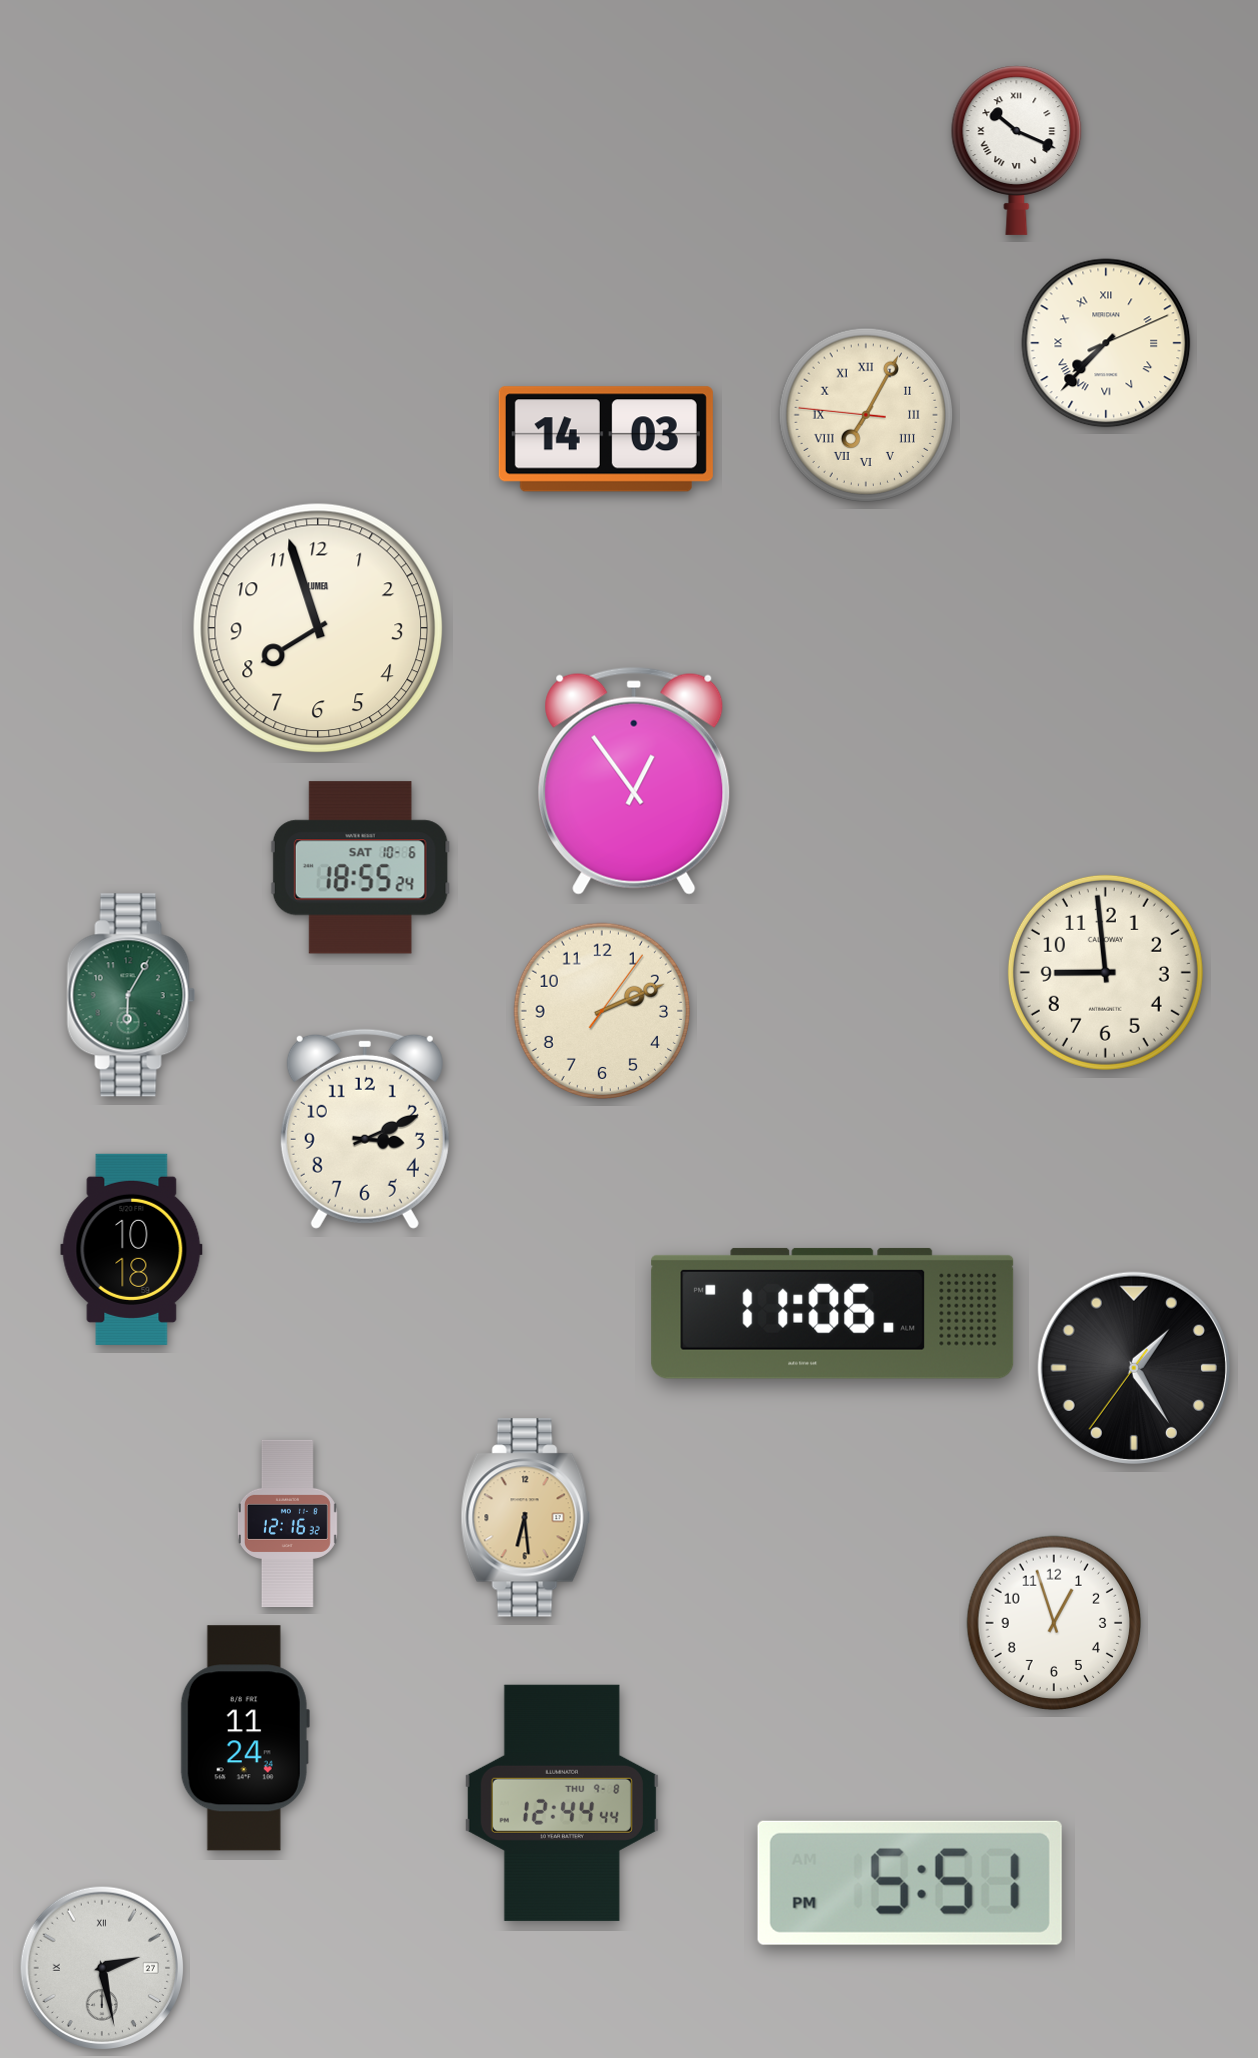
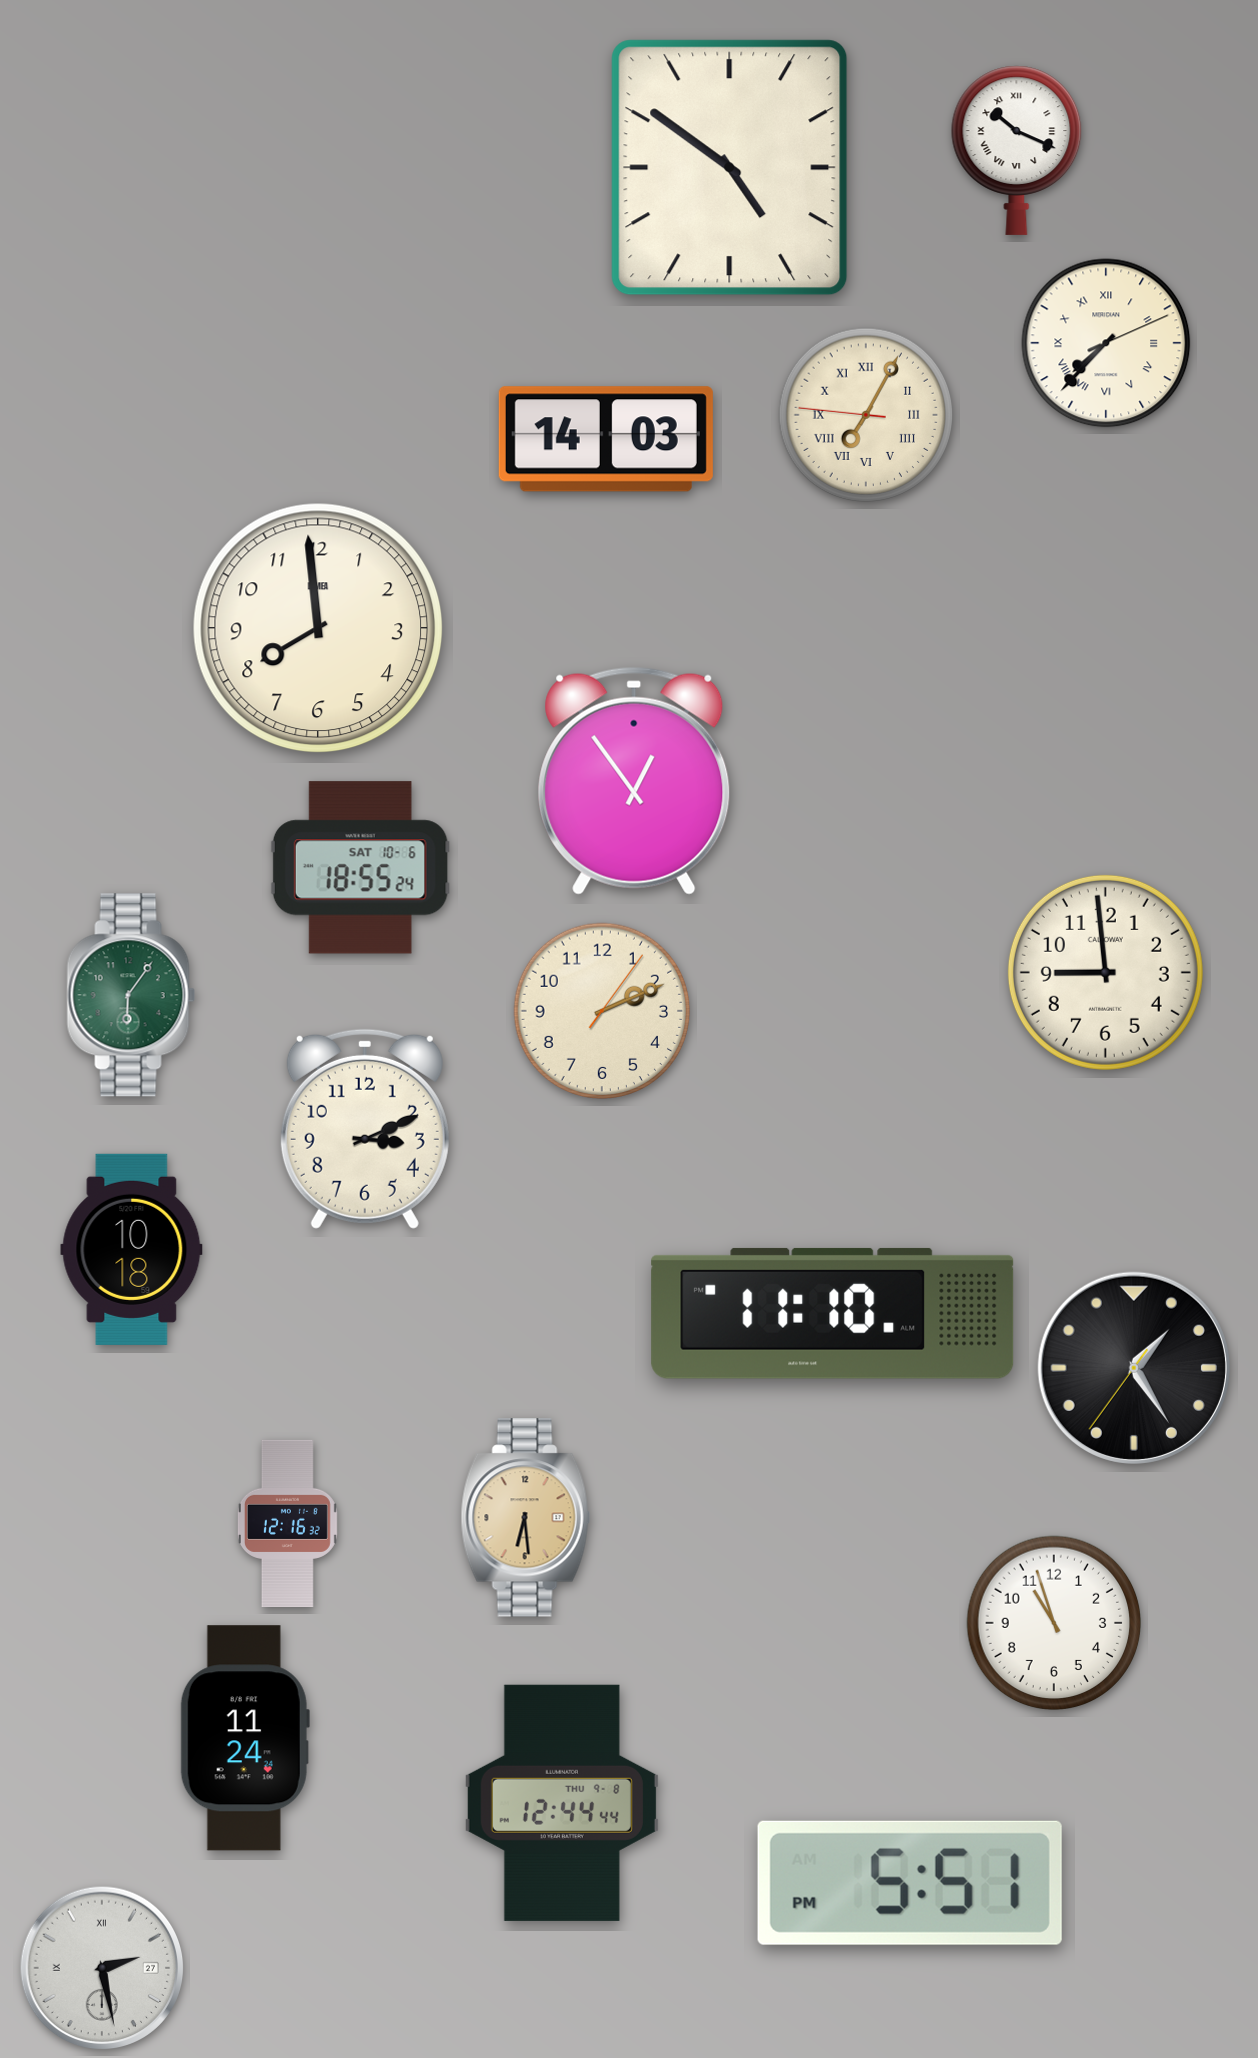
clock at (730, 168): none -> 4:51
clock at (317, 627): 7:57 -> 7:59
clock at (131, 995): 6:05 -> 6:06
clock at (833, 1313): 11:06 -> 11:10
clock at (1054, 1623): 12:57 -> 10:57
